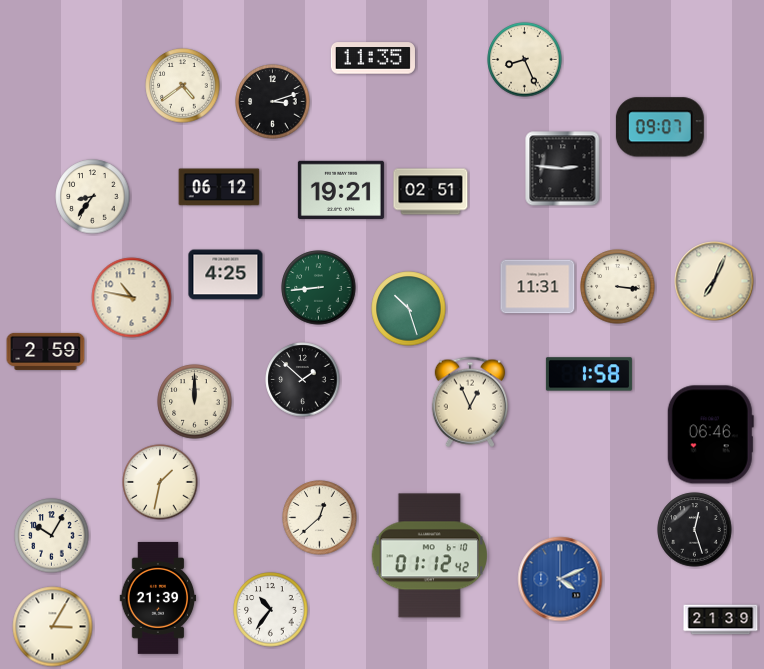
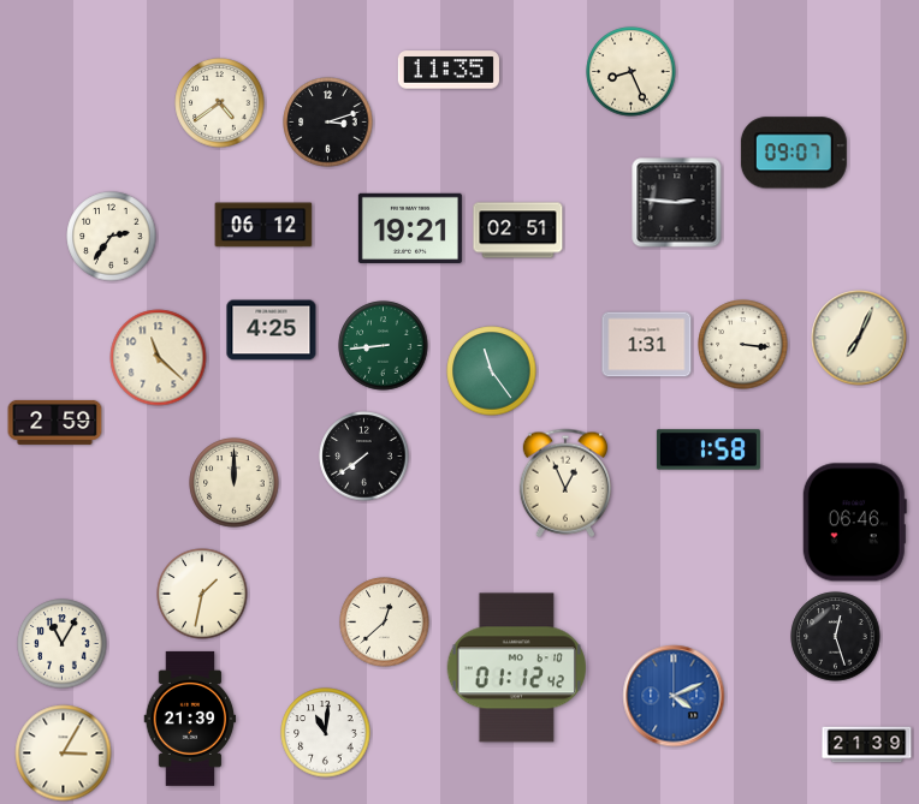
clock at (93, 197): 8:36 -> 2:36
clock at (538, 287): 11:31 -> 1:31
clock at (132, 298): 10:47 -> 11:22
clock at (409, 309): 10:27 -> 11:24
clock at (303, 380): 1:52 -> 7:39
clock at (160, 482) position: (160, 482) -> (202, 594)
clock at (52, 536): 10:05 -> 11:05
clock at (271, 610): 10:36 -> 11:01
